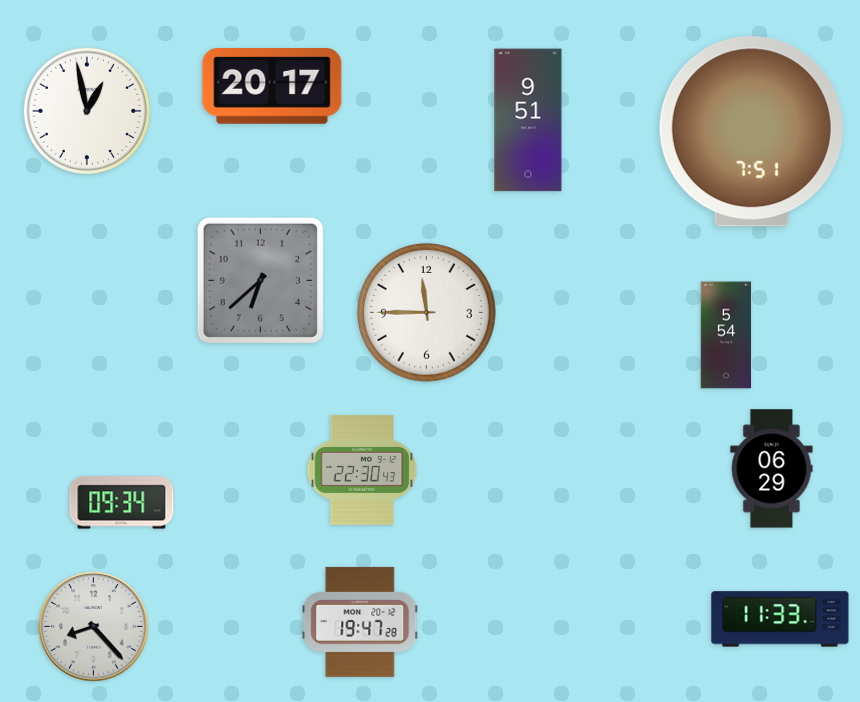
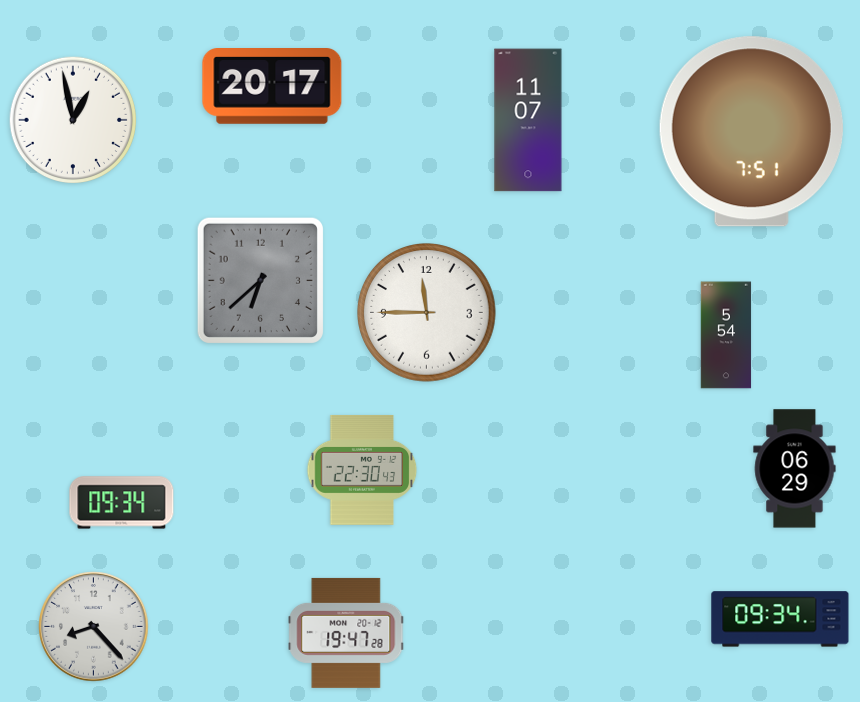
clock at (86, 110) position: (86, 110) -> (72, 119)
clock at (528, 120): 9:51 -> 11:07
clock at (772, 469) position: (772, 469) -> (795, 469)
clock at (780, 619): 11:33 -> 09:34
clock at (360, 622) position: (360, 622) -> (346, 633)
